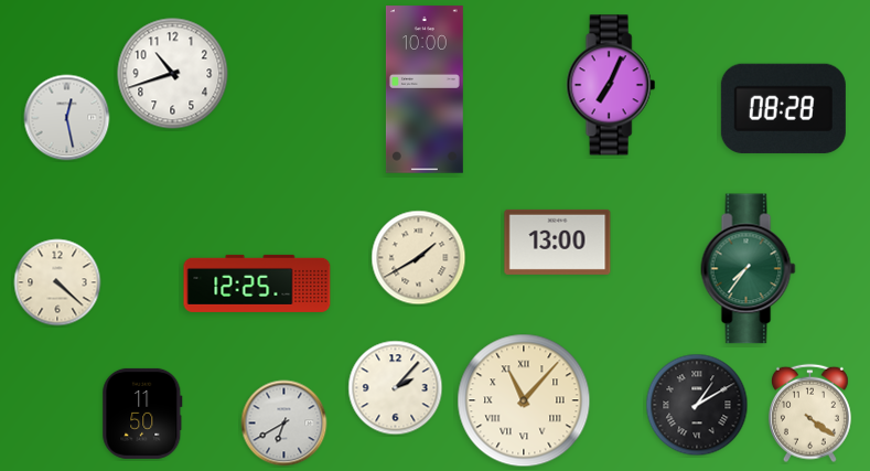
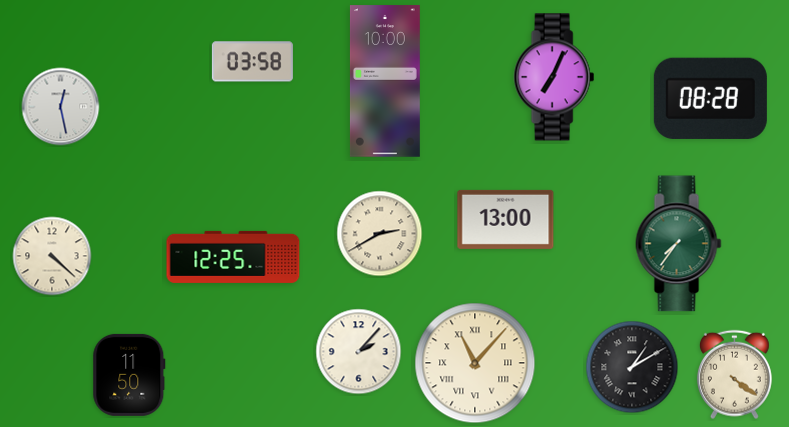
clock at (252, 62): none -> 03:58
clock at (173, 74): 10:42 -> none
clock at (419, 258): 1:40 -> 2:40
clock at (284, 424): 6:40 -> none
